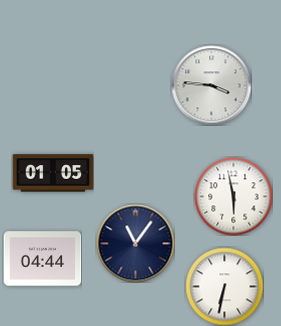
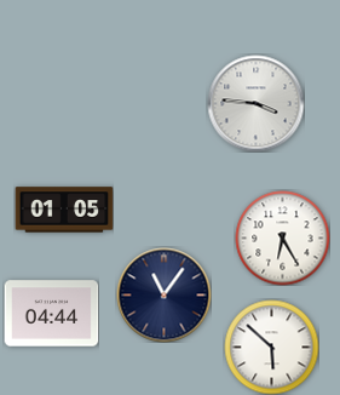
clock at (233, 196): 5:58 -> 6:25
clock at (224, 286): 6:32 -> 5:52
